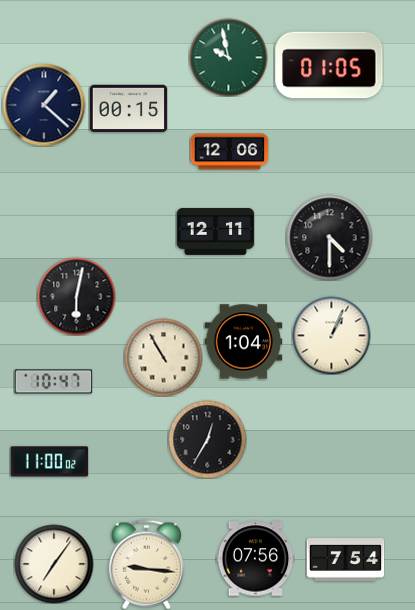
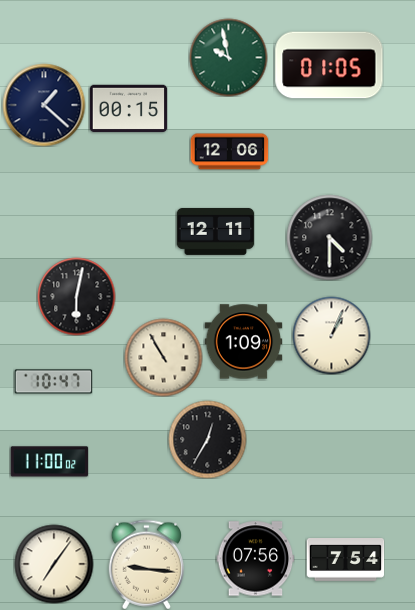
clock at (243, 342): 1:04 -> 1:09
